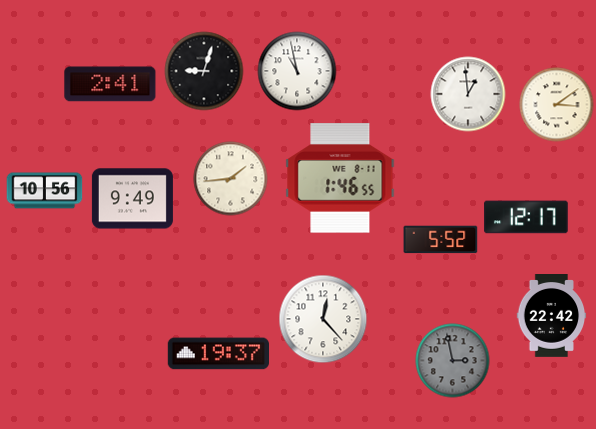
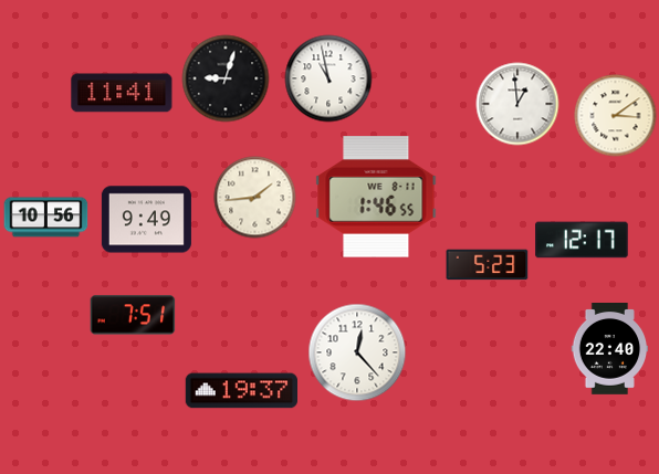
clock at (110, 84): 2:41 -> 11:41
clock at (45, 191) position: (45, 191) -> (46, 218)
clock at (441, 240): 5:52 -> 5:23
clock at (133, 315): none -> 7:51
clock at (552, 316): 22:42 -> 22:40
clock at (453, 361): 2:58 -> none
